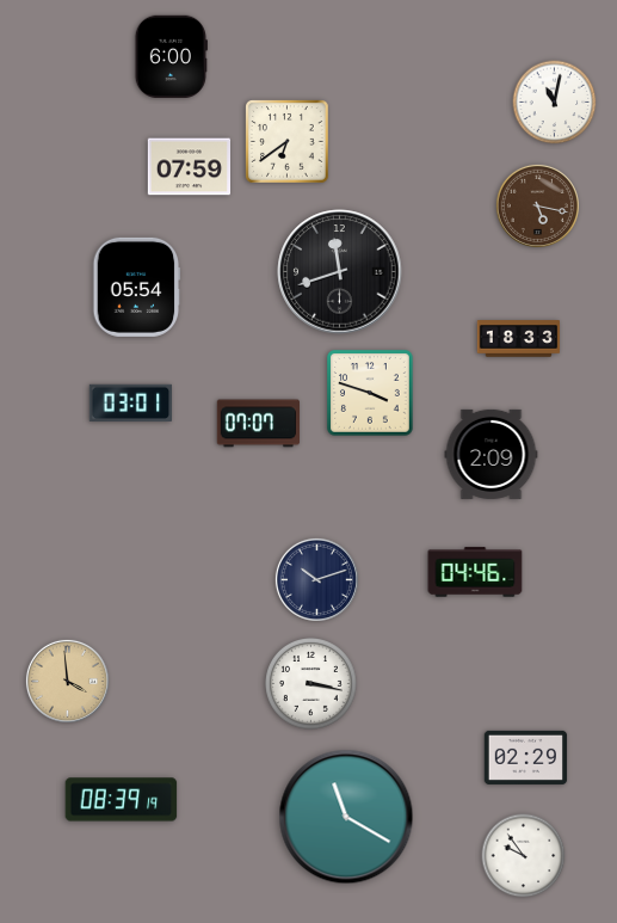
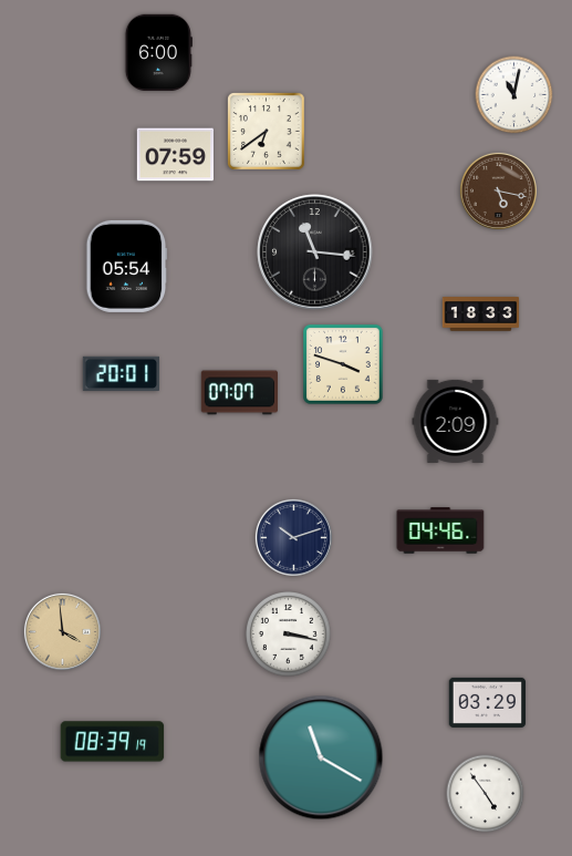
clock at (340, 272): 11:42 -> 11:16
clock at (130, 404): 03:01 -> 20:01
clock at (526, 757): 02:29 -> 03:29
clock at (524, 856): 9:54 -> 4:54
